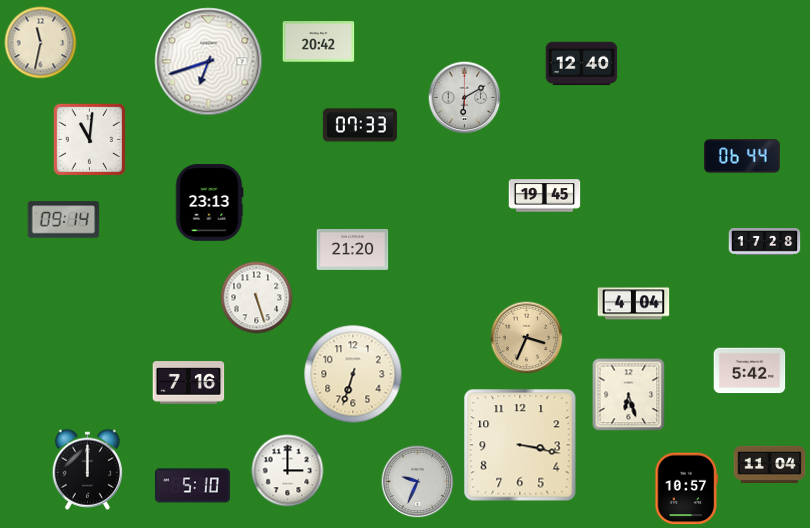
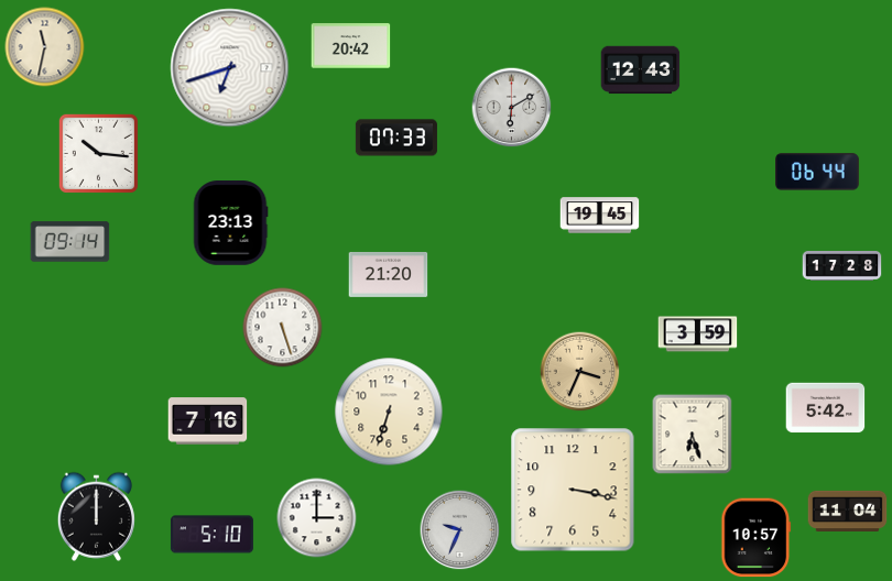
clock at (582, 64): 12:40 -> 12:43
clock at (89, 139): 11:01 -> 10:16
clock at (634, 304): 4:04 -> 3:59
